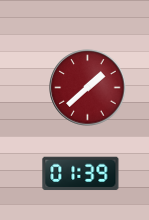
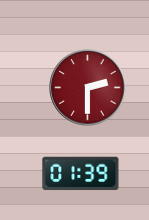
clock at (88, 88): 1:38 -> 2:30
